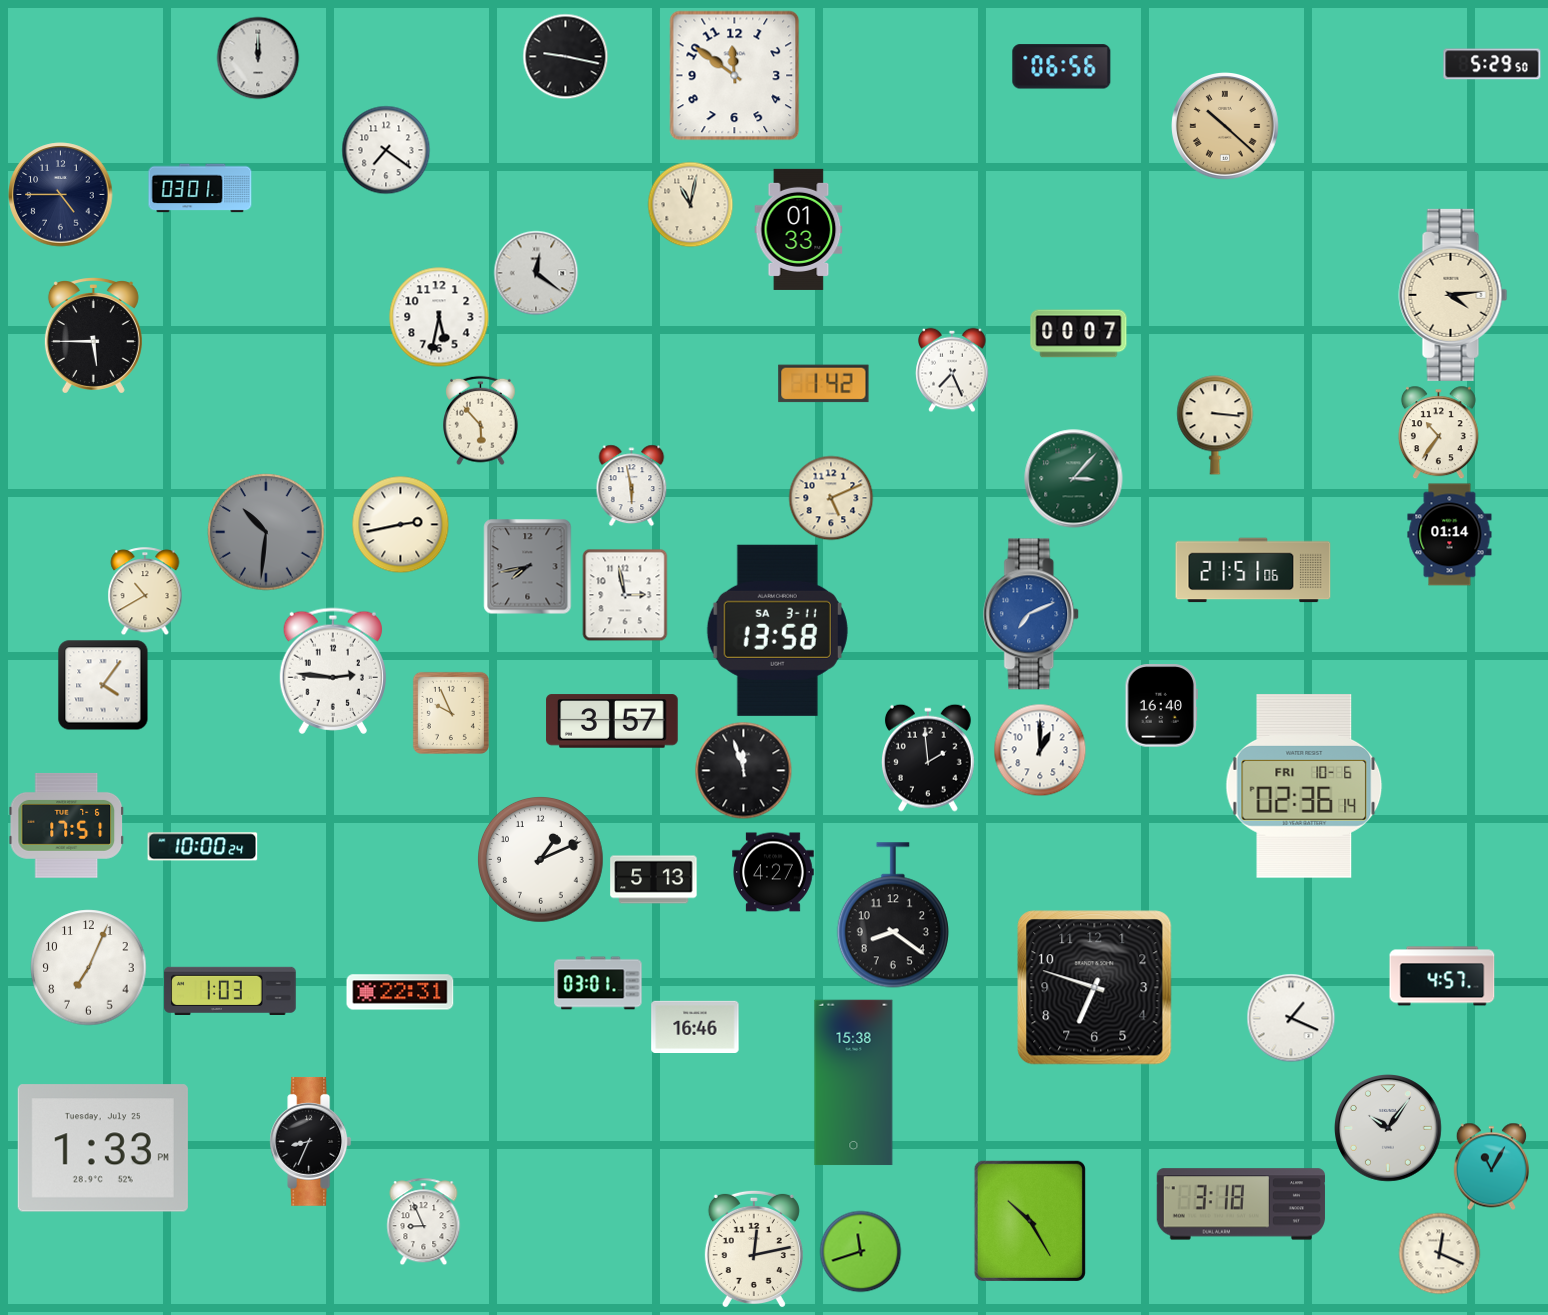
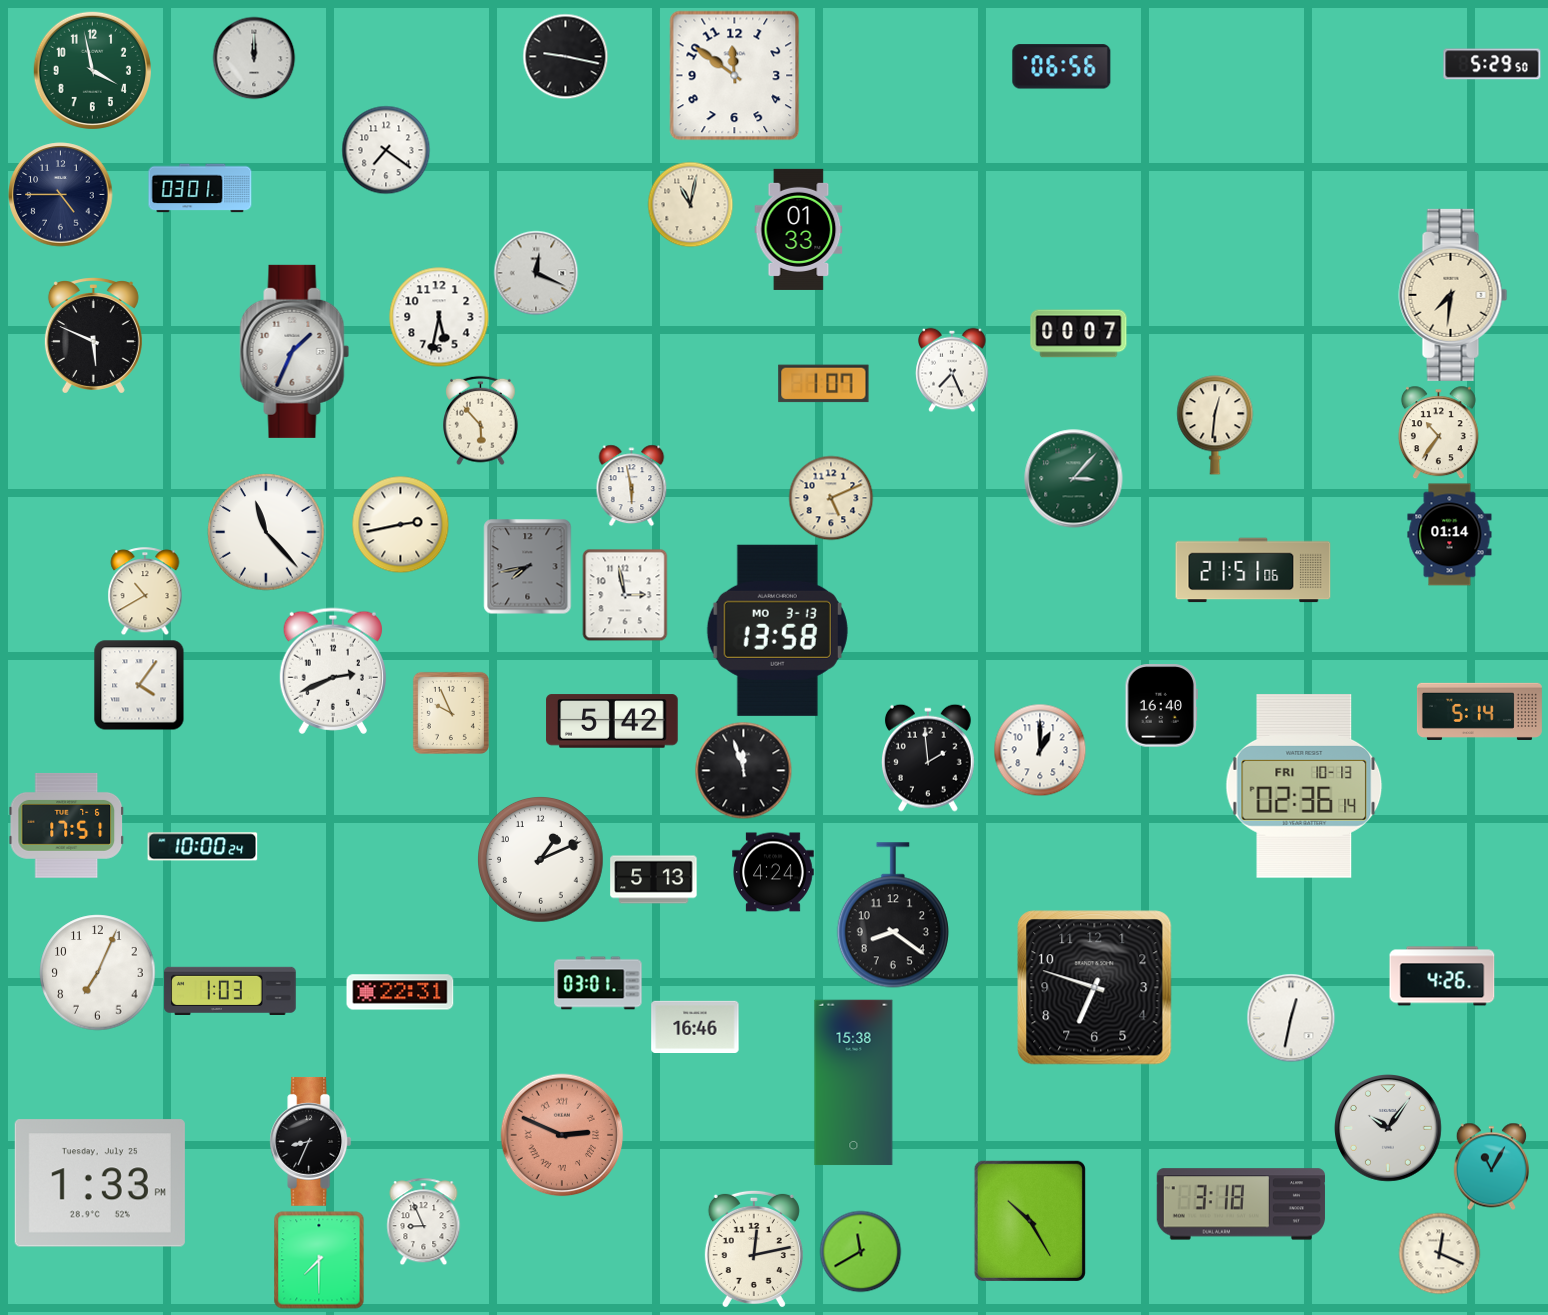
clock at (258, 58) position: (258, 58) -> (254, 58)
clock at (92, 70): none -> 3:58
clock at (1226, 127): 10:22 -> none
clock at (536, 273): 12:21 -> 12:19
clock at (1453, 295): 4:14 -> 7:31
clock at (93, 336): 5:45 -> 5:49
clock at (295, 351): none -> 1:34
clock at (824, 384): 1:42 -> 1:07
clock at (1215, 425): 3:16 -> 12:31
clock at (266, 532): 10:31 -> 11:23
clock at (266, 532) dial: grey -> white
clock at (1032, 614): 7:11 -> none
clock at (777, 630) date: SA 3-11 -> MO 3-13
clock at (333, 671): 2:46 -> 2:41
clock at (103, 685) position: (103, 685) -> (139, 685)
clock at (1479, 711): none -> 5:14
clock at (612, 721): 3:57 -> 5:42
clock at (1304, 786) date: FRI 10-6 -> FRI 10-13
clock at (773, 872): 4:27 -> 4:24
clock at (89, 968) position: (89, 968) -> (98, 973)
clock at (1442, 976): 4:57 -> 4:26
clock at (1291, 1018): 1:19 -> 12:32
clock at (562, 1135): none -> 2:49
clock at (103, 1148) position: (103, 1148) -> (100, 1183)
clock at (860, 1251): 11:42 -> 11:40
clock at (319, 1260): none -> 7:30
